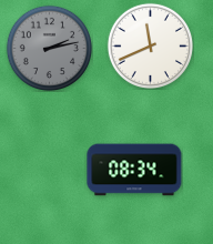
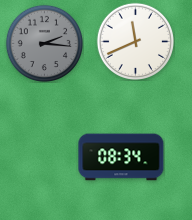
clock at (49, 48): 2:13 -> 2:16
clock at (134, 170) position: (134, 170) -> (121, 157)
